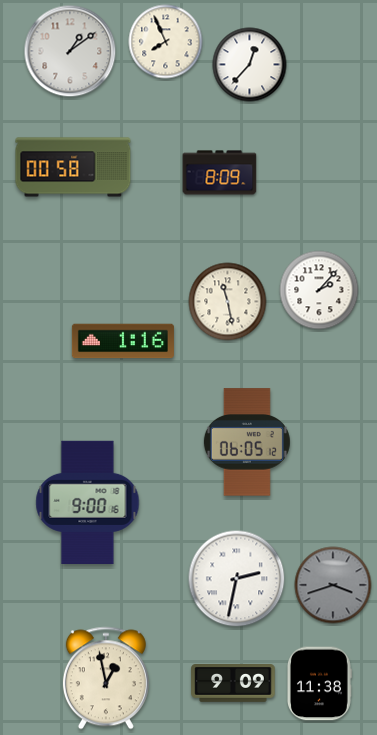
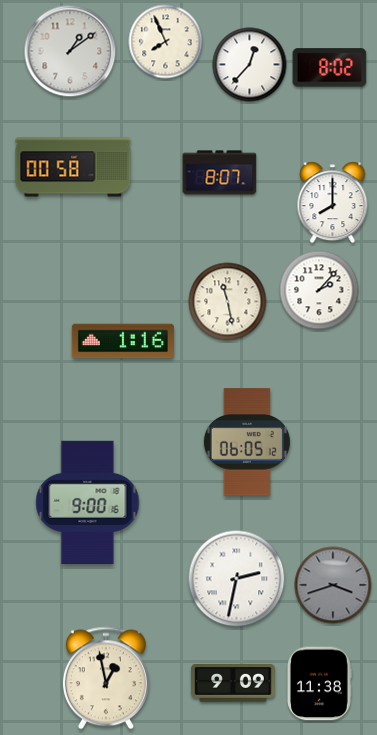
clock at (330, 68): none -> 8:02
clock at (220, 173): 8:09 -> 8:07
clock at (333, 203): none -> 8:00
